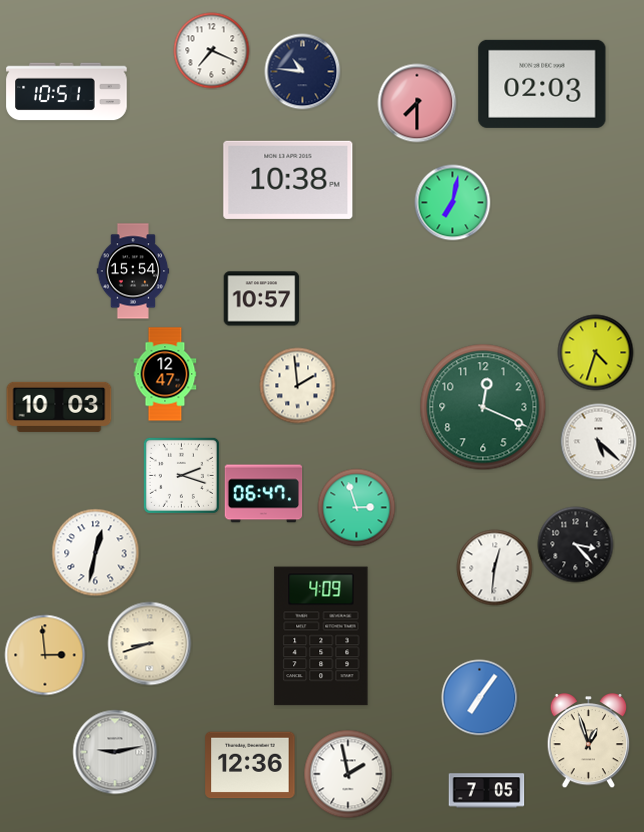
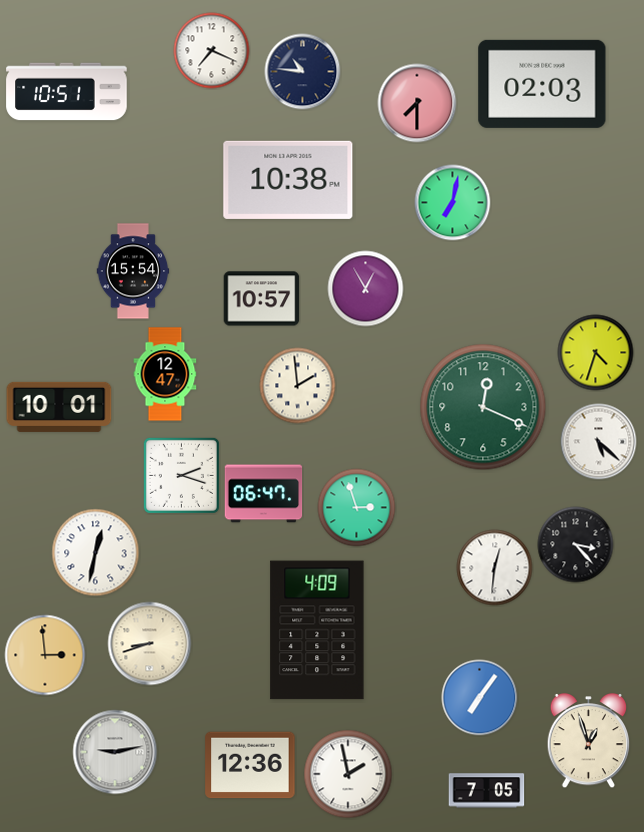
clock at (366, 289): none -> 12:55
clock at (59, 407): 10:03 -> 10:01
clock at (321, 636) position: (321, 636) -> (317, 630)
